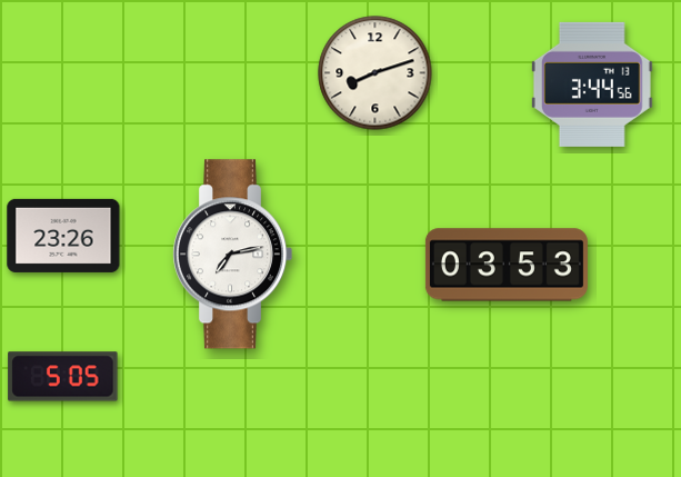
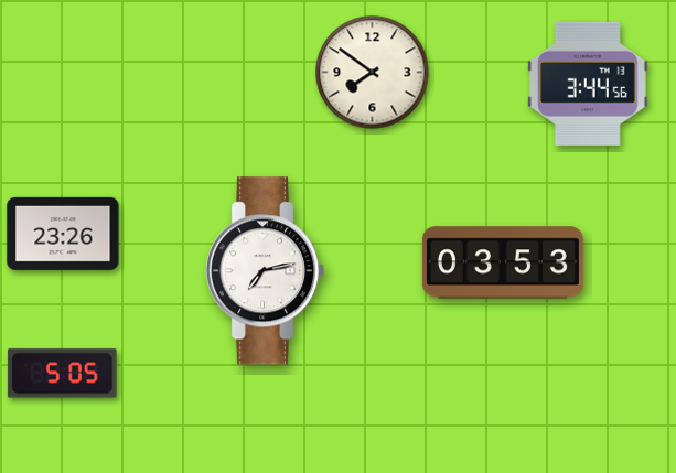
clock at (375, 73): 8:12 -> 7:51
clock at (232, 255) position: (232, 255) -> (265, 271)
